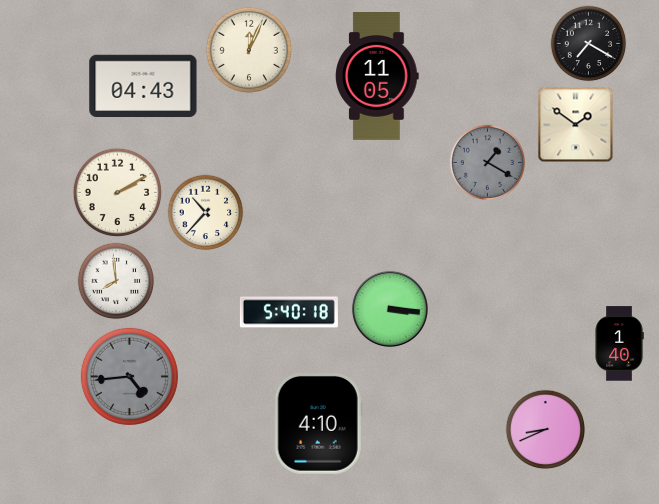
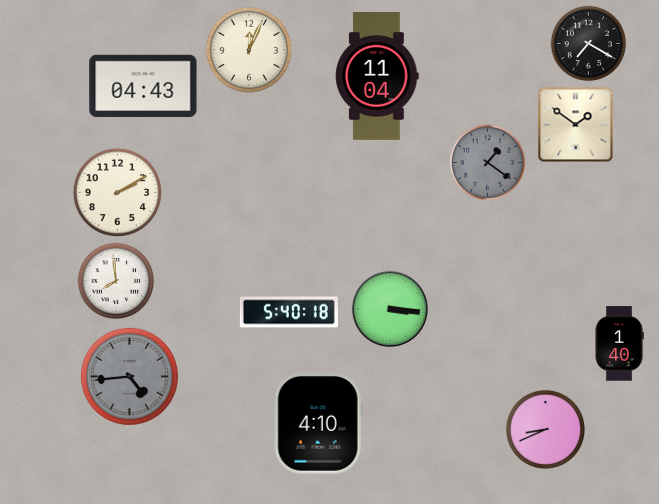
clock at (377, 77): 11:05 -> 11:04
clock at (488, 163): 1:20 -> 1:21
clock at (206, 213): 10:37 -> none
